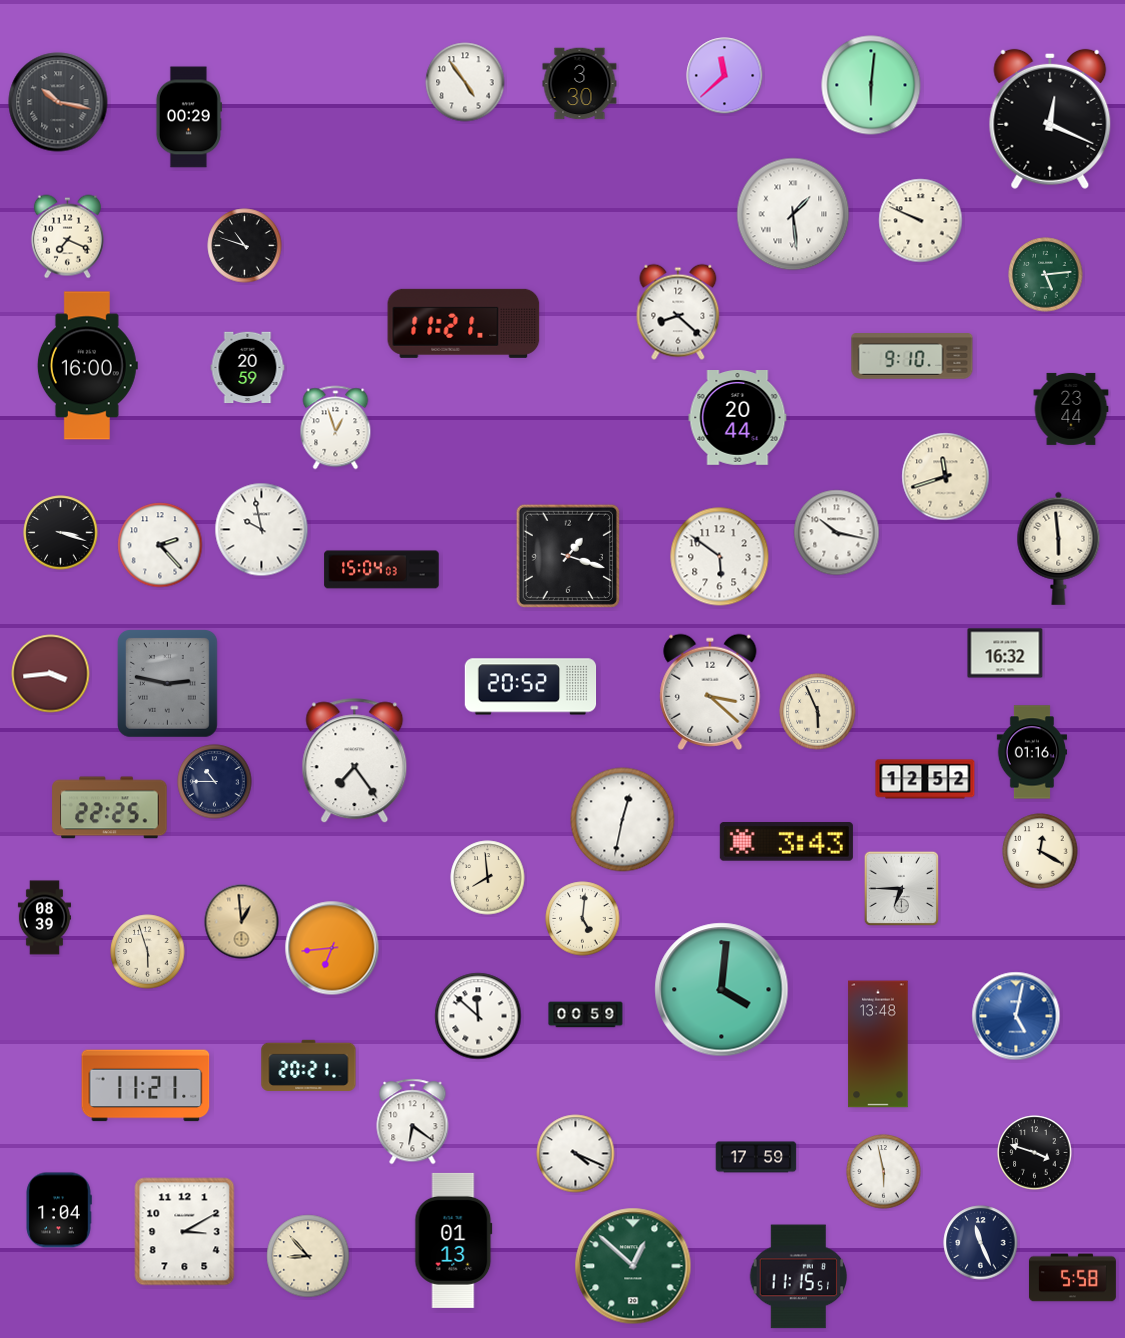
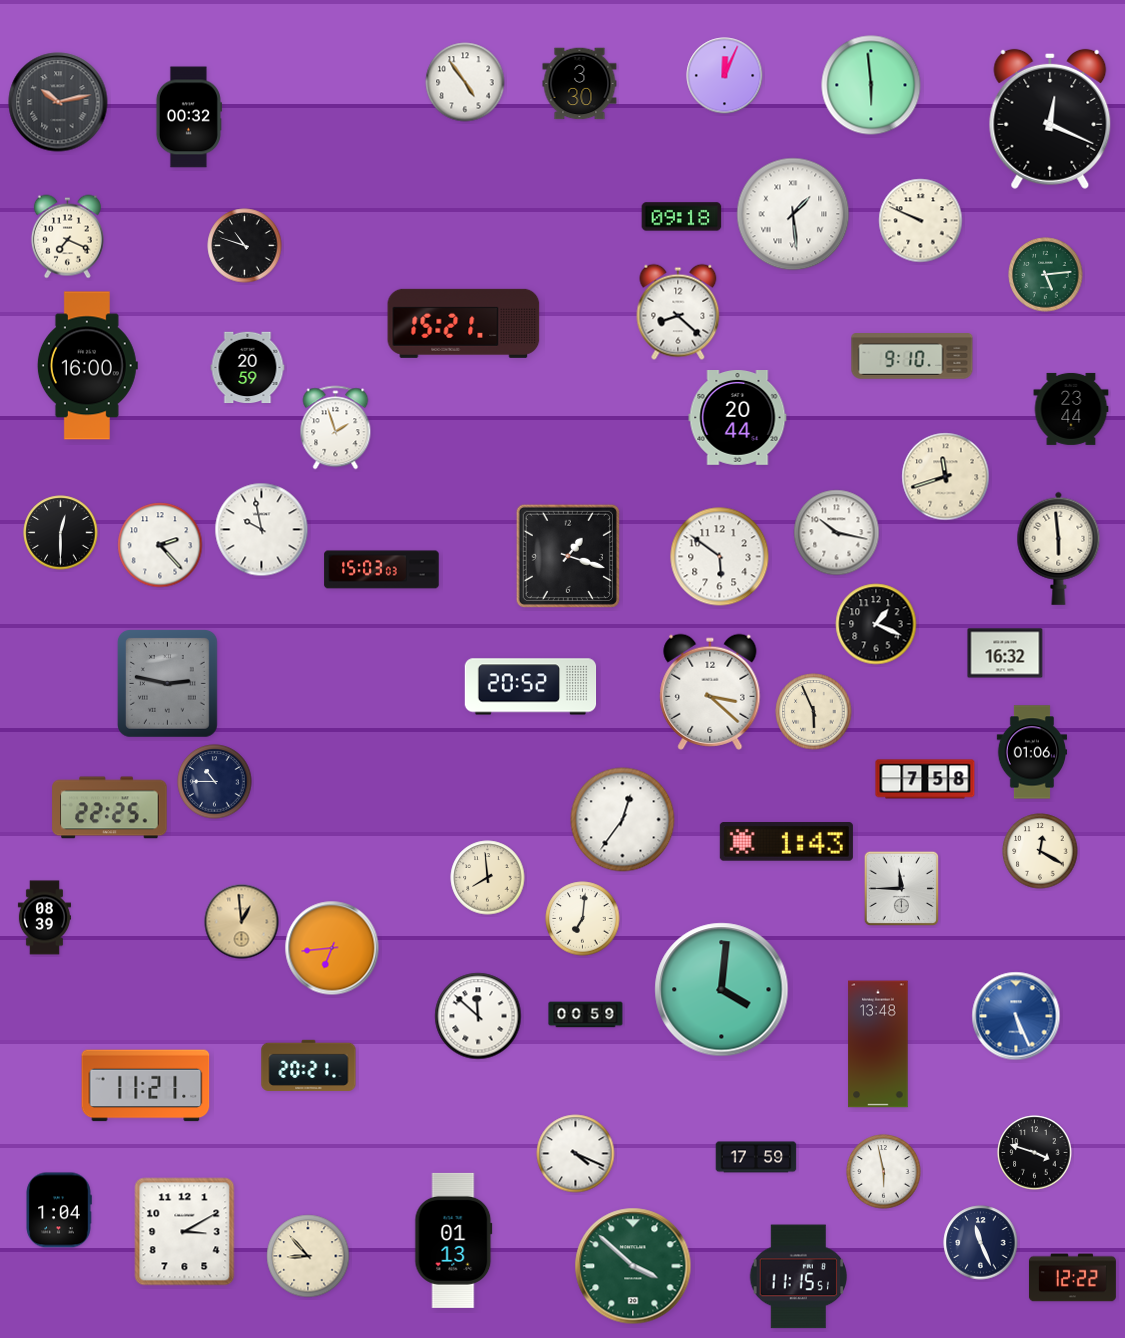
clock at (725, 76): 11:38 -> 12:04
clock at (871, 85): 6:01 -> 5:59
clock at (58, 102): 10:17 -> 10:13
clock at (188, 117): 00:29 -> 00:32
clock at (682, 217): none -> 09:18
clock at (464, 323): 11:21 -> 15:21
clock at (336, 428): 12:57 -> 1:57
clock at (61, 533): 3:18 -> 12:30
clock at (382, 570): 15:04 -> 15:03
clock at (876, 624): none -> 1:19
clock at (51, 674): 3:44 -> none
clock at (818, 712) position: (818, 712) -> (814, 712)
clock at (1032, 752): 01:16 -> 01:06
clock at (355, 761): 7:24 -> none
clock at (925, 779): 12:52 -> 7:58
clock at (623, 820): 12:32 -> 12:36
clock at (786, 842): 3:43 -> 1:43
clock at (901, 888): 6:45 -> 11:45
clock at (583, 919): 5:01 -> 7:01
clock at (148, 952): 5:57 -> none
clock at (1016, 1016): 5:02 -> 5:26
clock at (413, 1122): 6:21 -> none
clock at (633, 1266): 12:52 -> 3:52
clock at (1072, 1278): 5:58 -> 12:22
